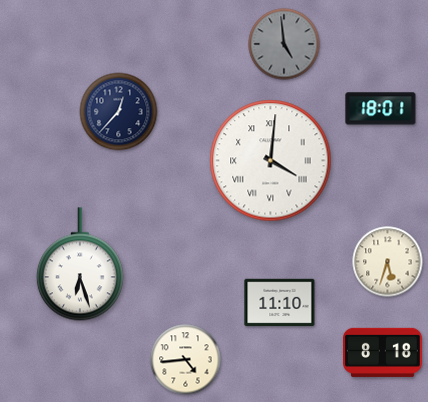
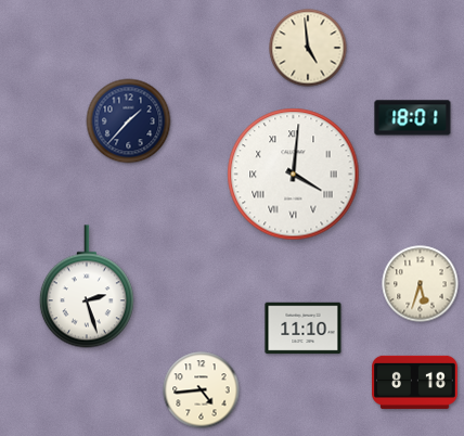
clock at (284, 44) dial: grey -> cream
clock at (119, 112): 12:37 -> 1:37
clock at (80, 264): 6:27 -> 2:27
